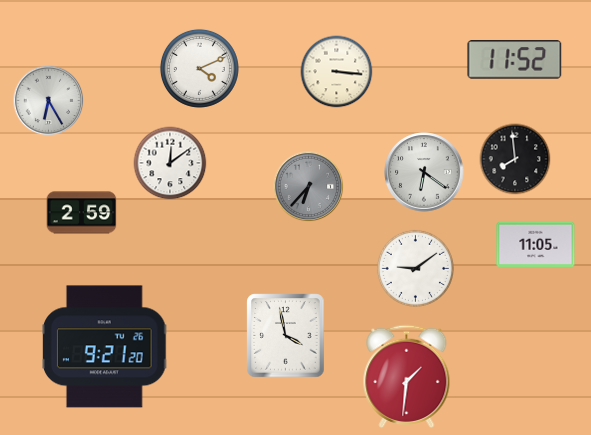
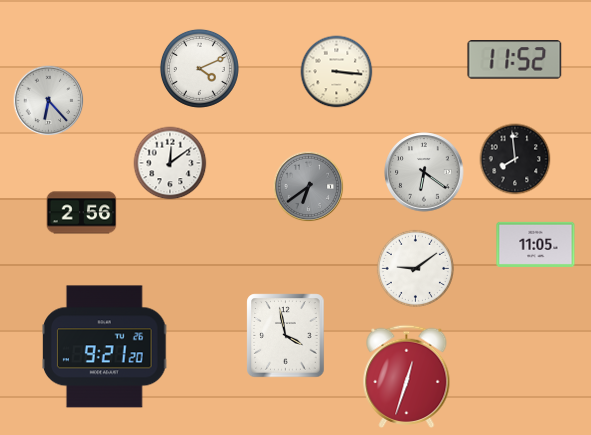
clock at (49, 101): 6:25 -> 6:23
clock at (309, 187): 6:37 -> 6:39
clock at (82, 213): 2:59 -> 2:56
clock at (407, 376): 1:31 -> 12:33
